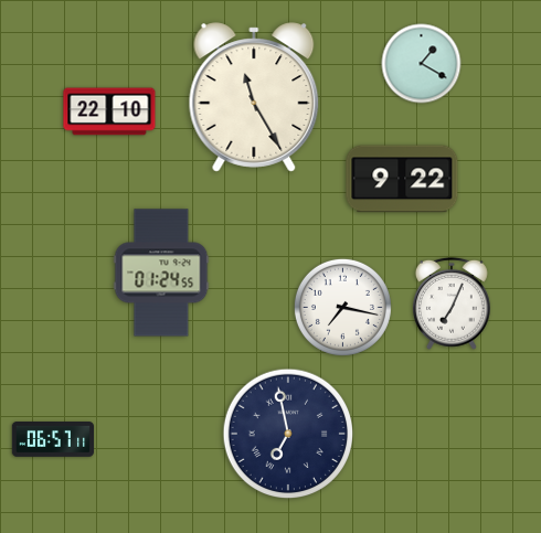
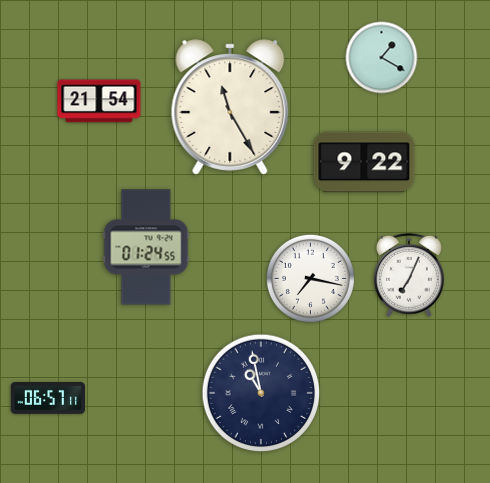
clock at (254, 97) position: (254, 97) -> (230, 107)
clock at (109, 111): 22:10 -> 21:54
clock at (288, 434): 6:58 -> 10:58
